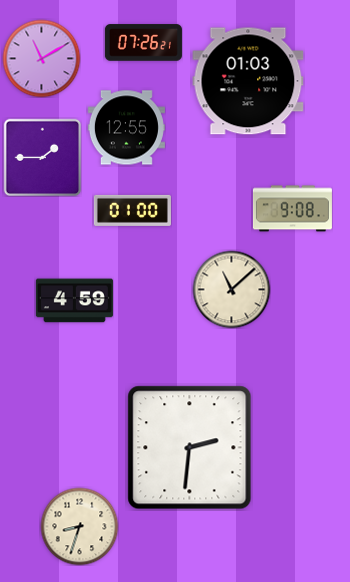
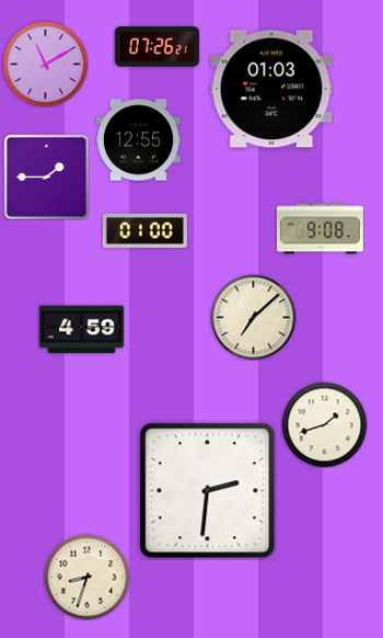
clock at (42, 157) position: (42, 157) -> (46, 176)
clock at (231, 289): 11:08 -> 7:08
clock at (324, 424): none -> 1:42
